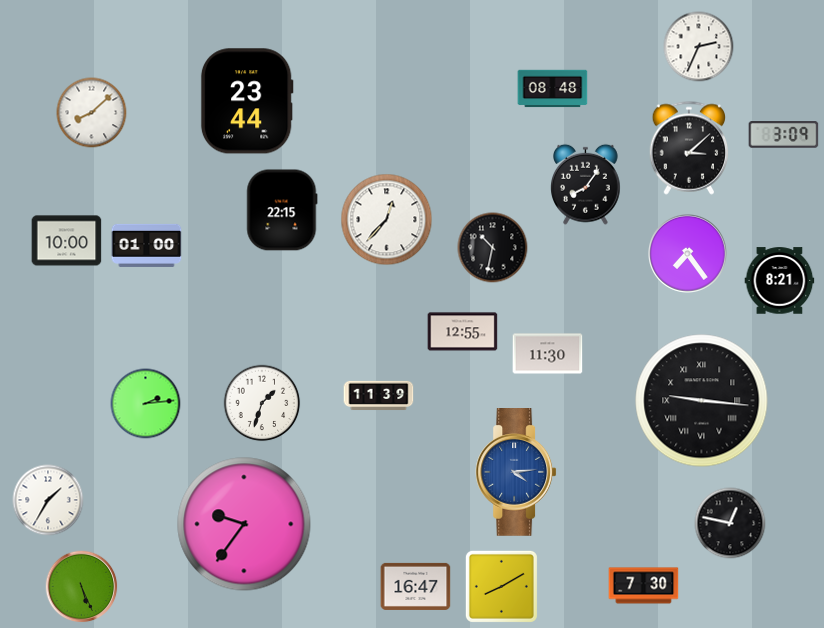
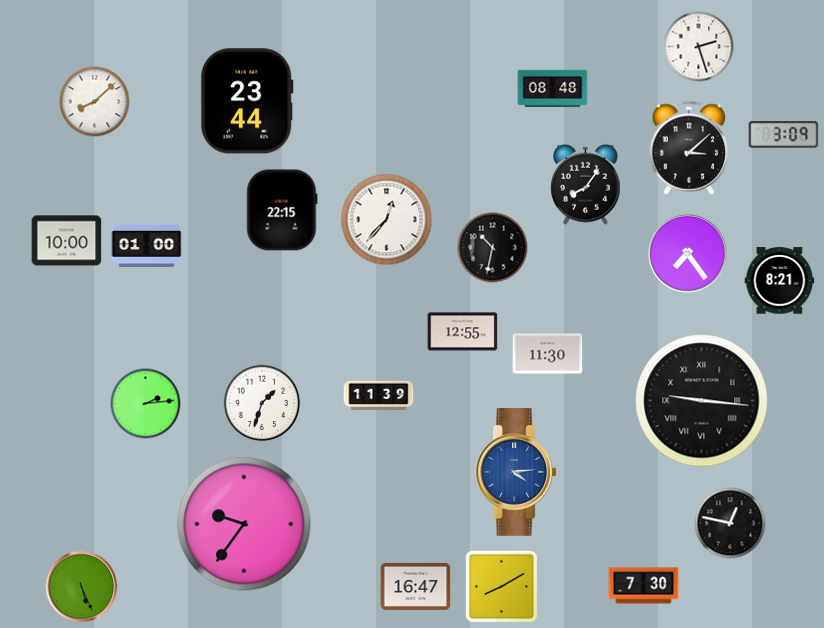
clock at (699, 47): 2:34 -> 2:27
clock at (92, 113) position: (92, 113) -> (95, 102)
clock at (48, 500): 1:35 -> none
